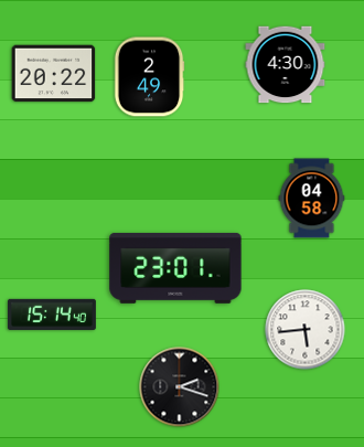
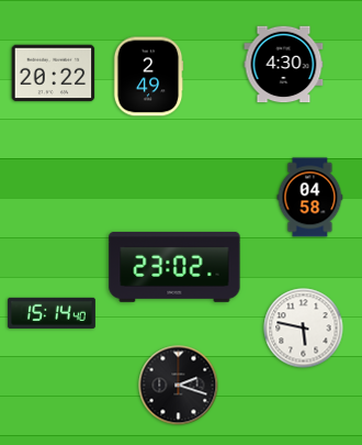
clock at (175, 268): 23:01 -> 23:02
clock at (306, 330): 5:44 -> 5:47
